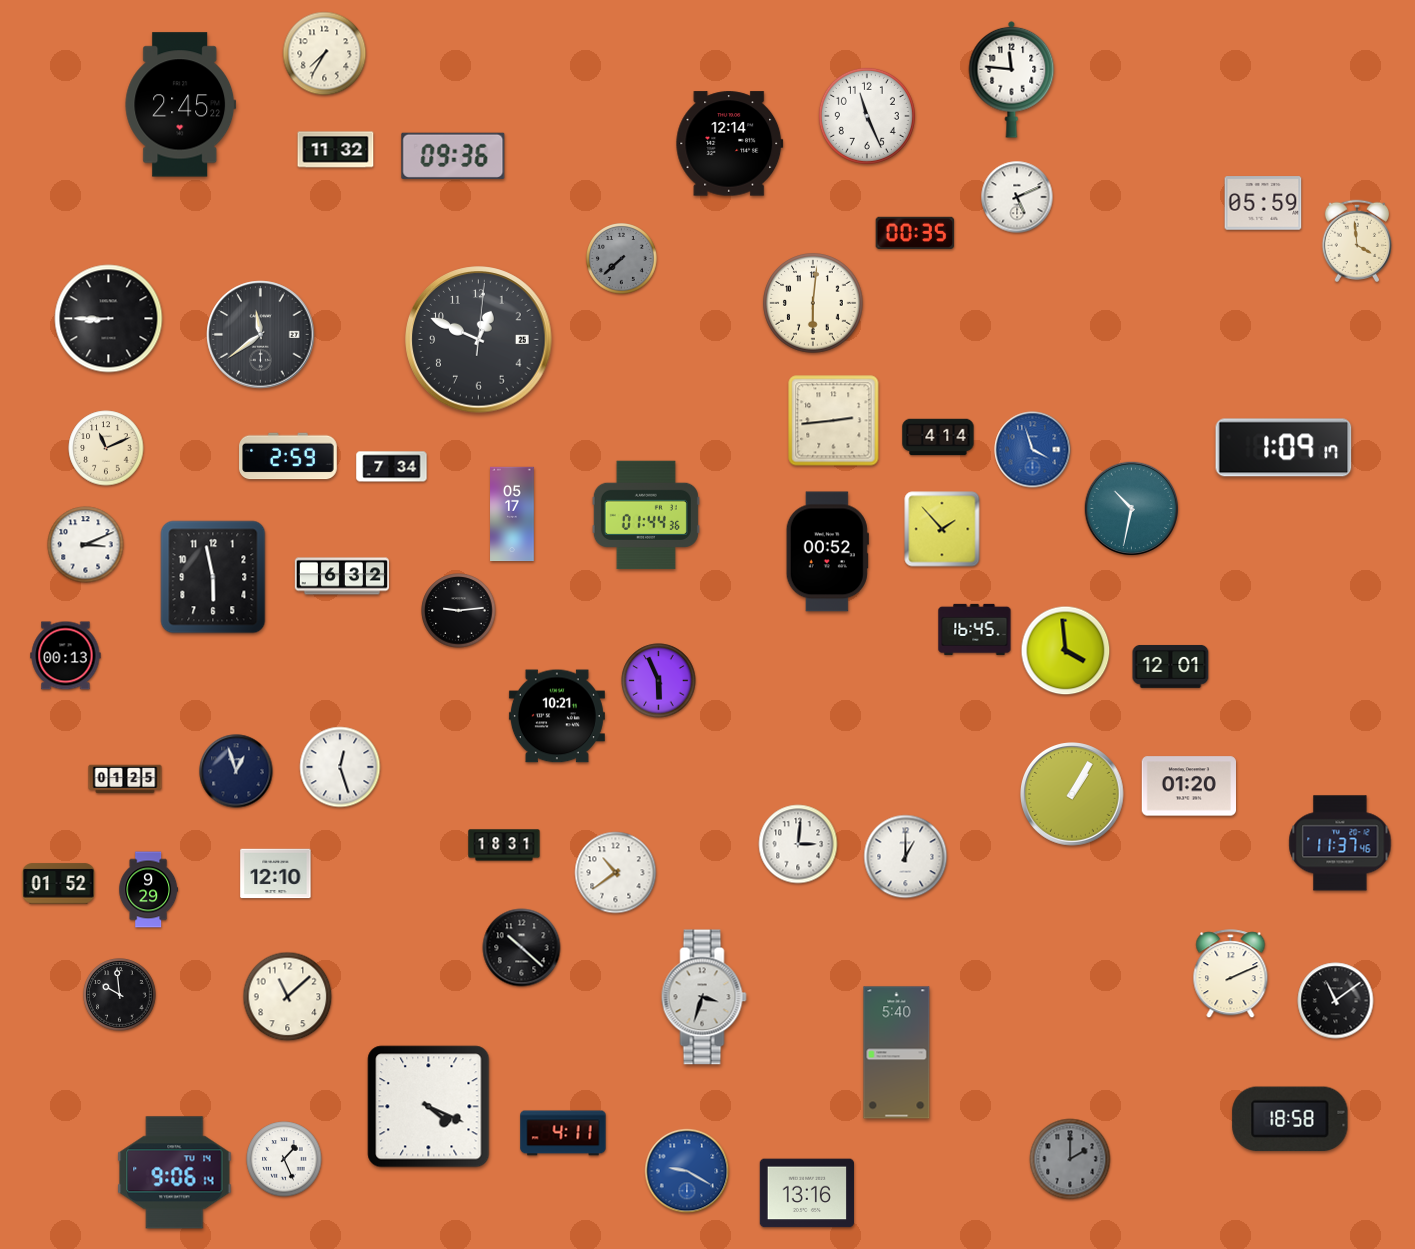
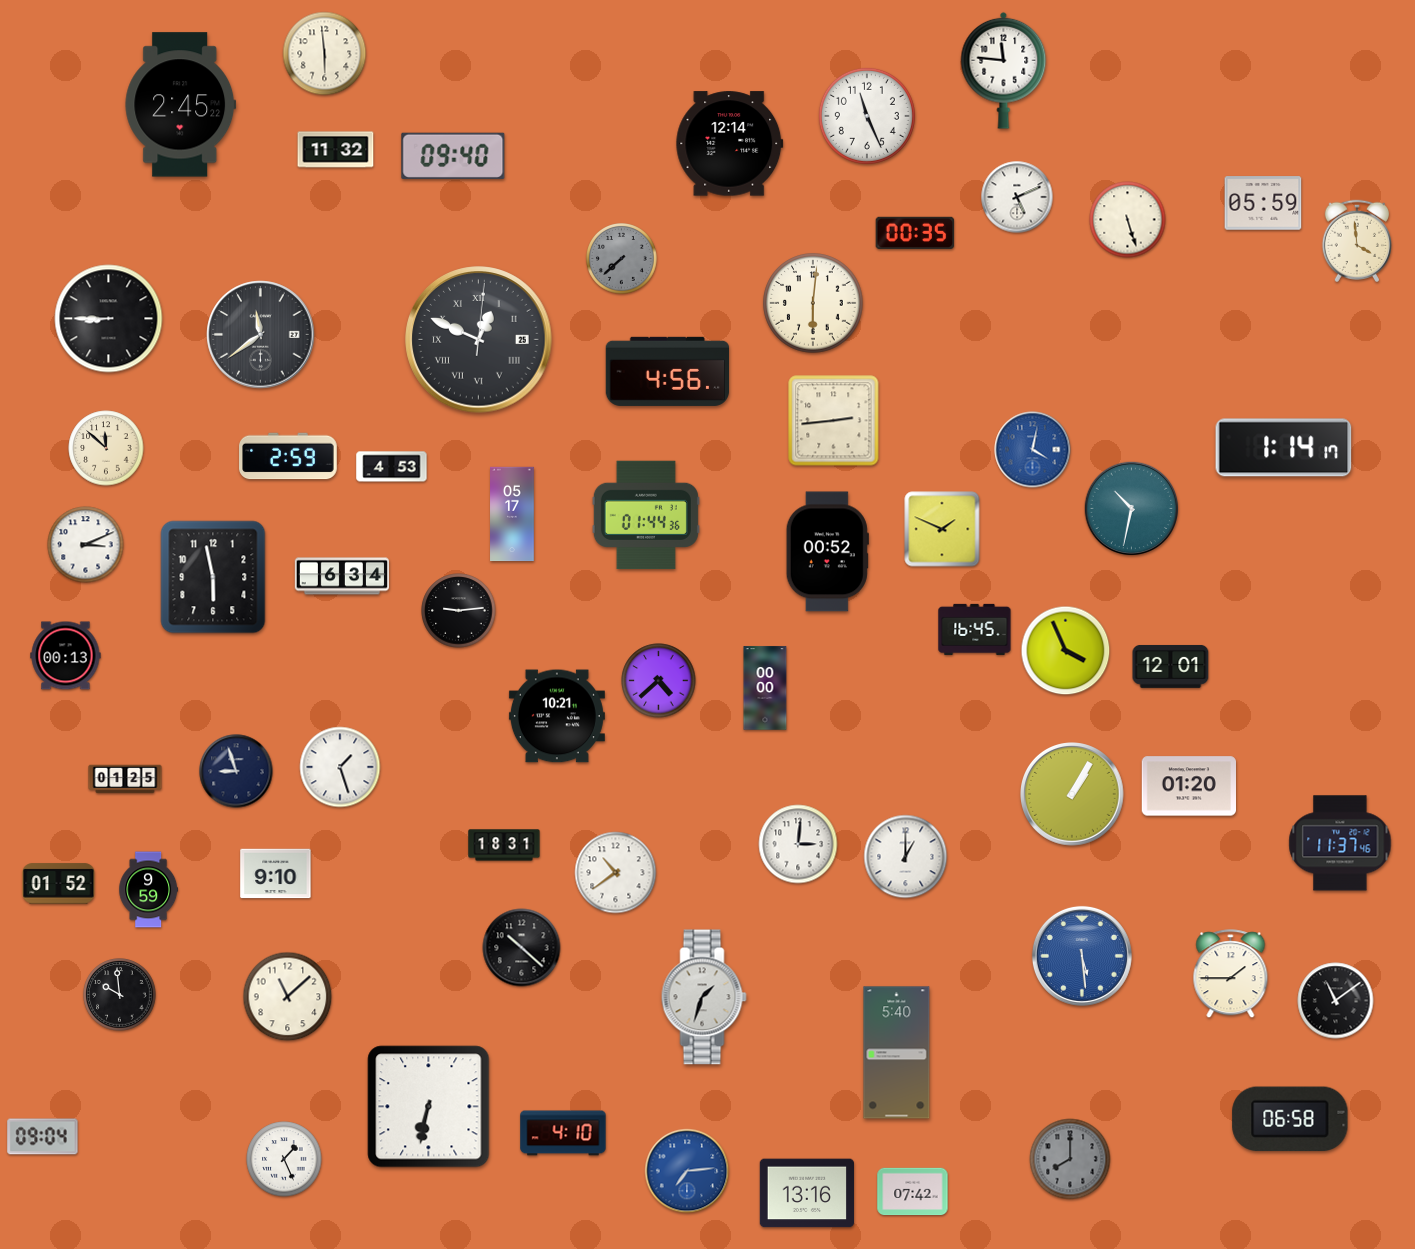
clock at (325, 54): 7:35 -> 5:59
clock at (1012, 79) position: (1012, 79) -> (1004, 70)
clock at (453, 156): 09:36 -> 09:40
clock at (1128, 220): none -> 5:27
clock at (479, 340) numerals: Arabic -> Roman
clock at (668, 371): none -> 4:56
clock at (938, 437): 4:14 -> none
clock at (106, 448): 11:11 -> 11:52
clock at (1284, 448): 1:09 -> 1:14
clock at (1033, 450): 3:57 -> 4:02
clock at (392, 467): 7:34 -> 4:53
clock at (942, 529): 1:53 -> 1:49
clock at (342, 576): 6:32 -> 6:34
clock at (1066, 651): 3:59 -> 3:56
clock at (659, 681): 5:56 -> 4:38
clock at (765, 688): none -> 00:00
clock at (340, 767): 12:27 -> 1:27
clock at (236, 771): 12:57 -> 8:57
clock at (276, 874): 12:10 -> 9:10
clock at (149, 890): 9:29 -> 9:59
clock at (1082, 956): none -> 5:29
clock at (1231, 974): 2:11 -> 1:45
clock at (704, 997): 3:33 -> 1:33
clock at (429, 1107): 4:19 -> 6:32
clock at (1290, 1119): 18:58 -> 06:58
clock at (563, 1133): 4:11 -> 4:10
clock at (43, 1137): none -> 09:04
clock at (1070, 1159): 2:00 -> 8:00
clock at (687, 1171): 9:20 -> 7:14
clock at (175, 1173): 9:06 -> none
clock at (913, 1192): none -> 07:42
